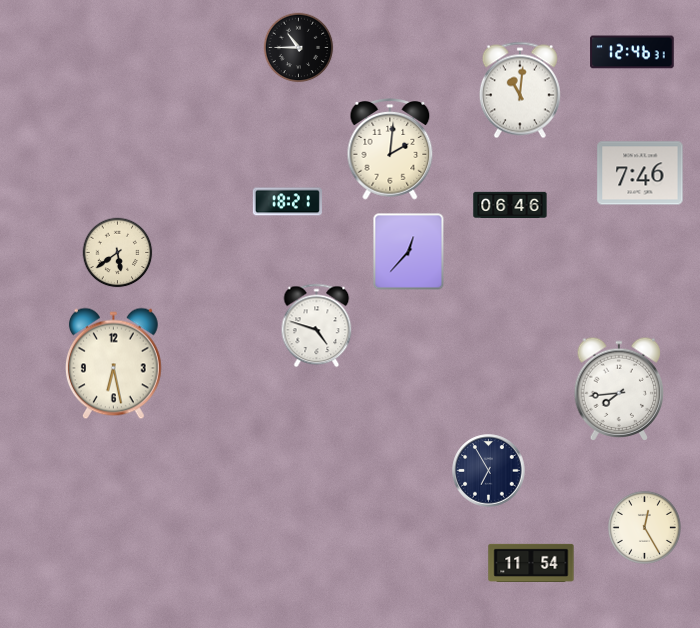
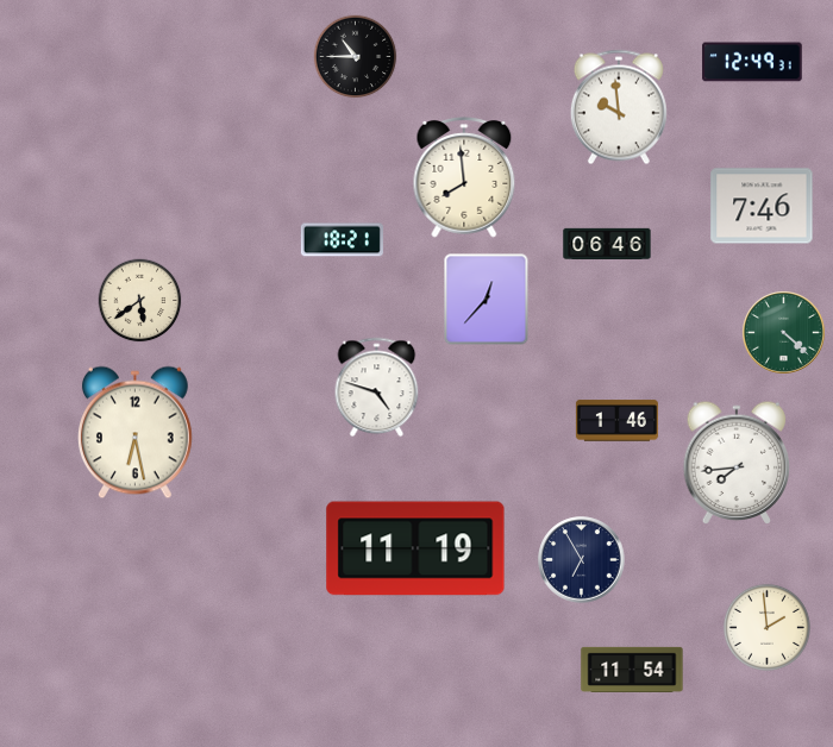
clock at (632, 52): 12:46 -> 12:49
clock at (520, 90): 11:01 -> 9:59
clock at (390, 150): 2:01 -> 7:59
clock at (783, 332): none -> 4:22
clock at (616, 421): none -> 1:46
clock at (415, 548): none -> 11:19
clock at (644, 527): 12:25 -> 1:59
